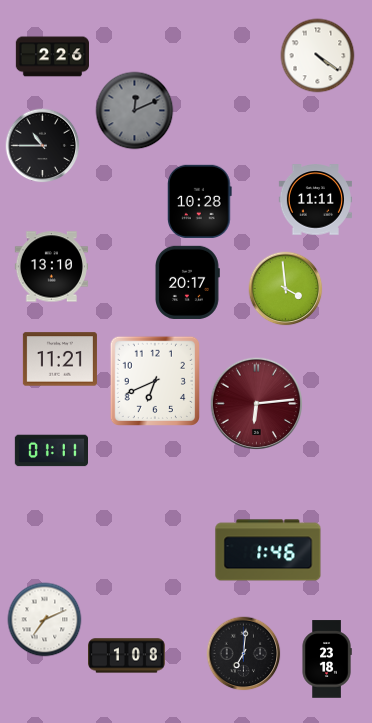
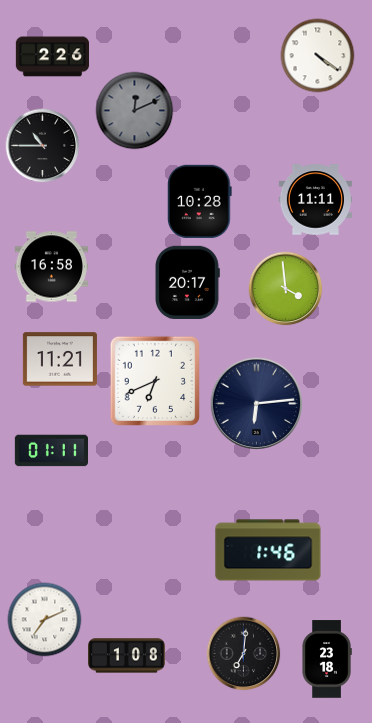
clock at (51, 267): 13:10 -> 16:58
clock at (256, 403) dial: burgundy -> navy
